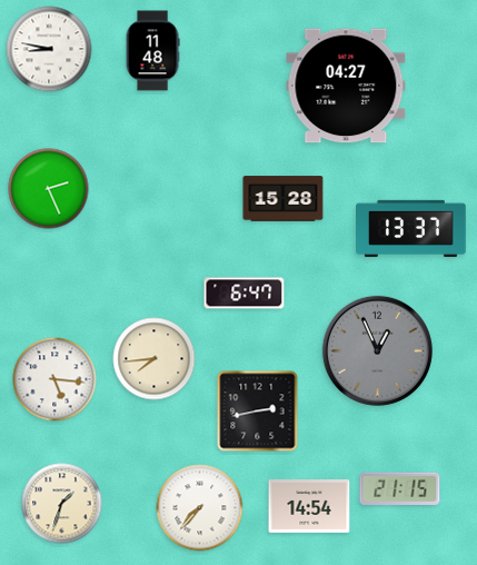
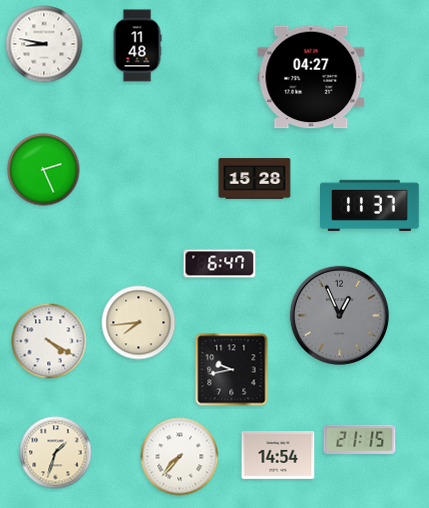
clock at (411, 228): 13:37 -> 11:37
clock at (54, 379): 5:16 -> 4:20
clock at (258, 412): 2:43 -> 9:43
